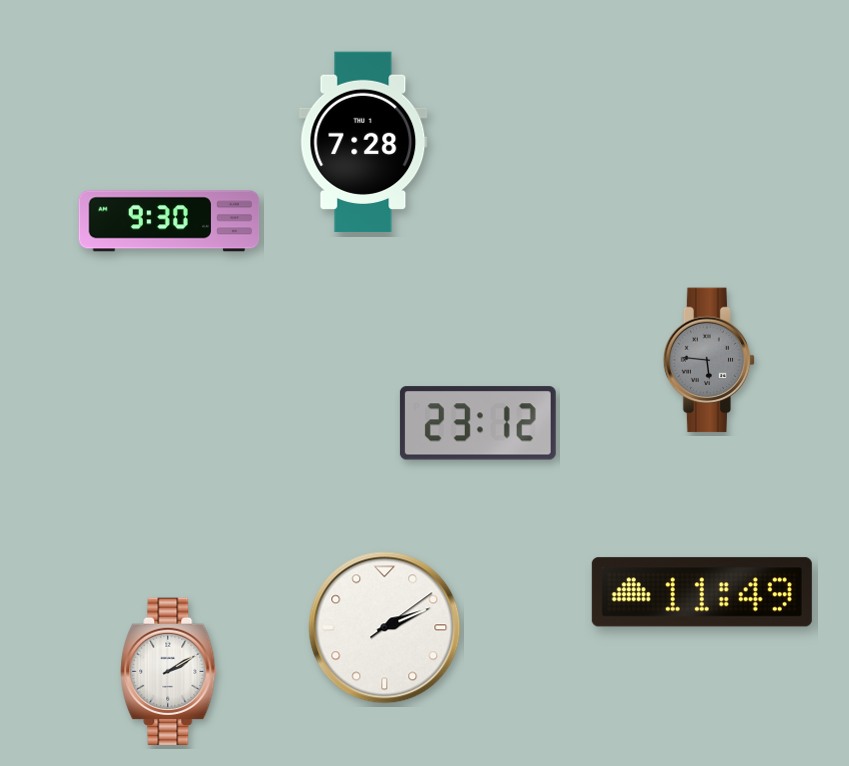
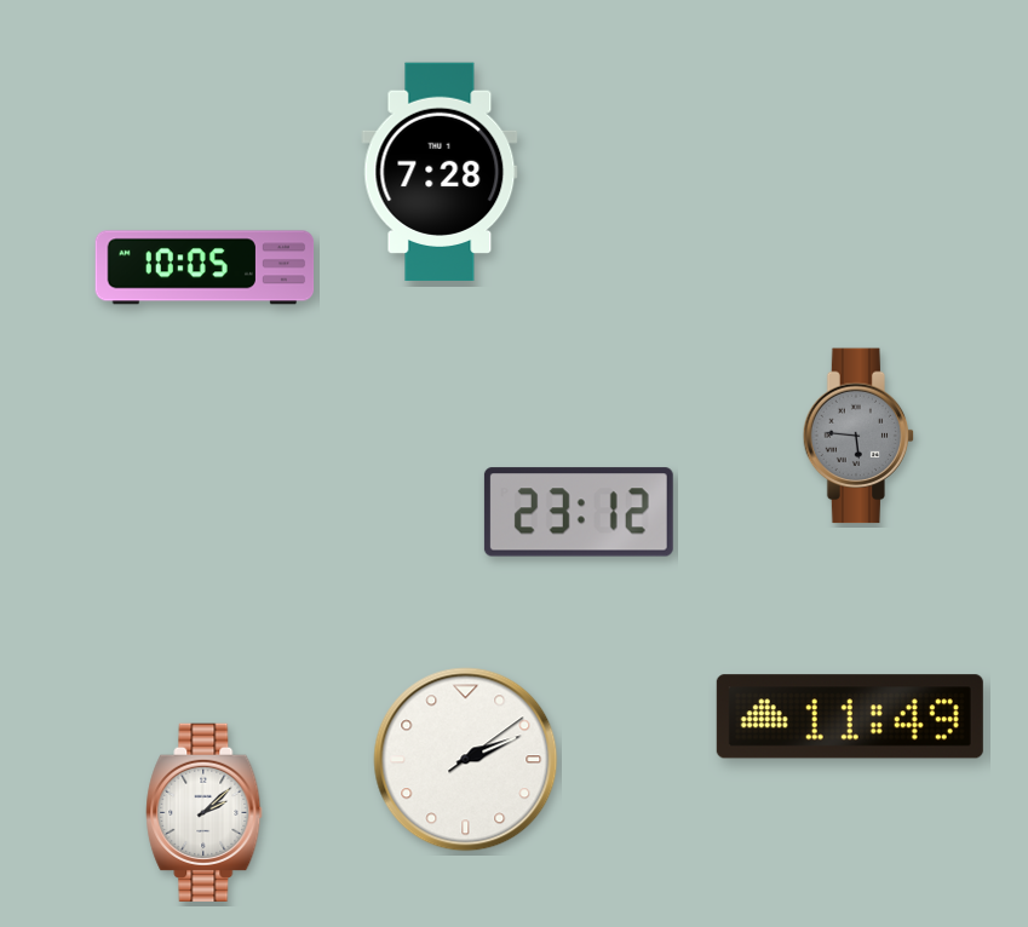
clock at (169, 221): 9:30 -> 10:05
clock at (169, 672): 2:10 -> 2:08
